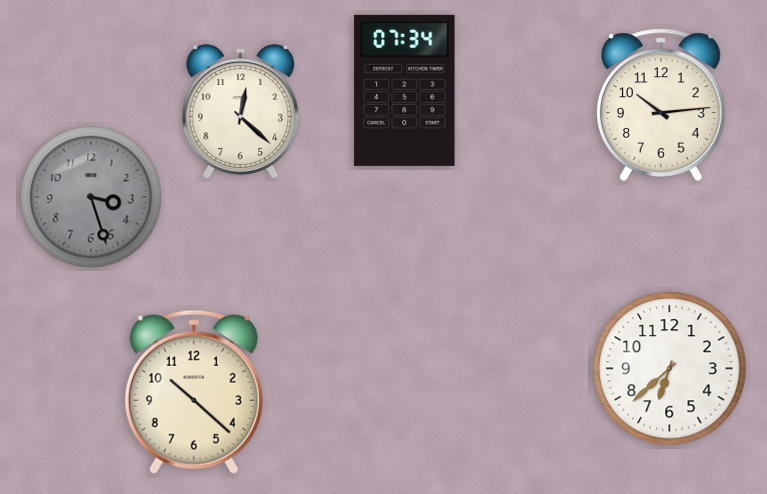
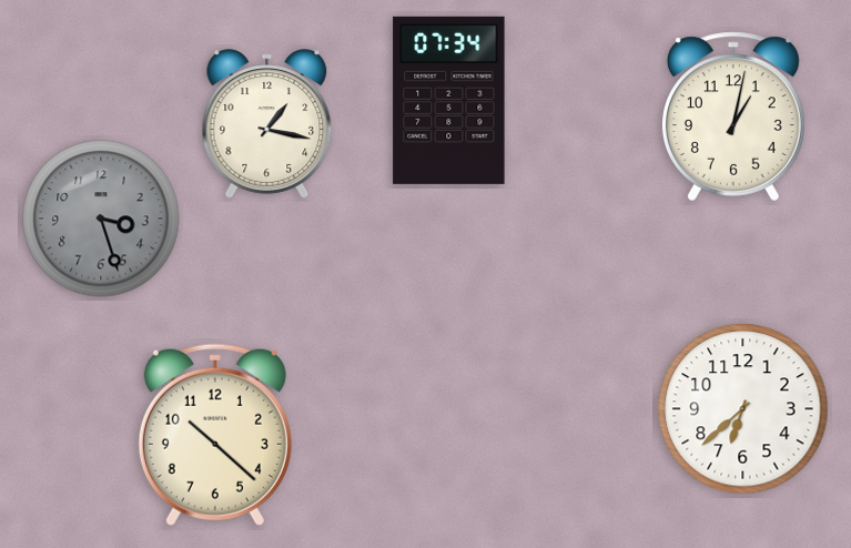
clock at (661, 105): 10:14 -> 1:02
clock at (241, 112): 12:22 -> 1:17
